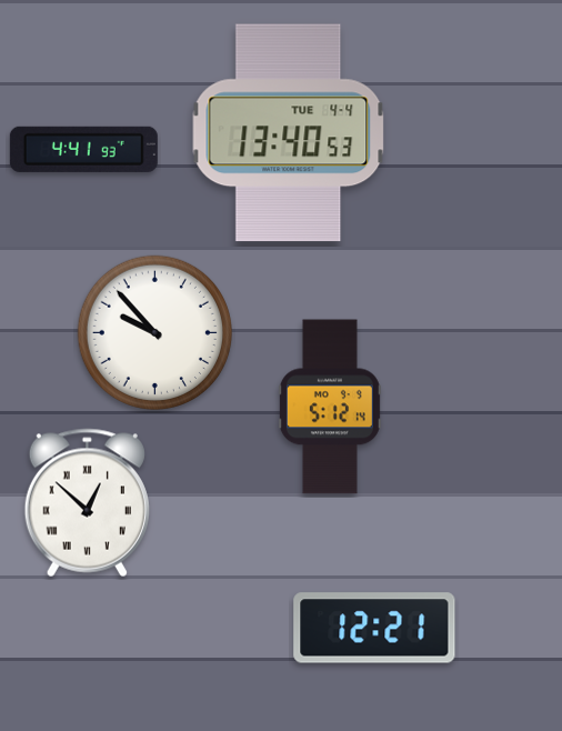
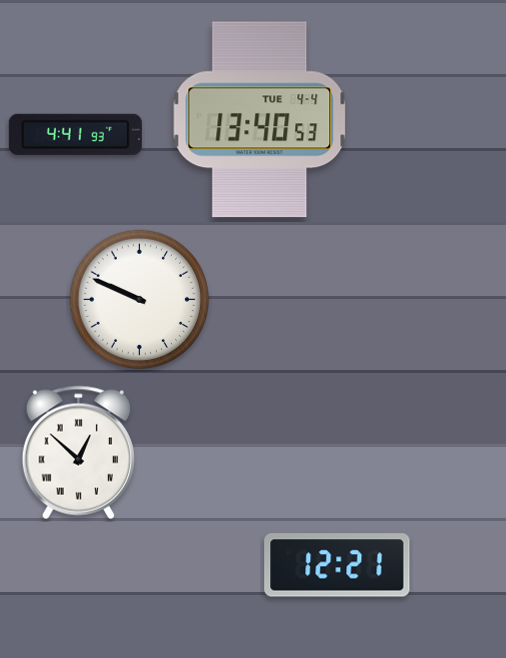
clock at (154, 332): 9:53 -> 9:49
clock at (330, 407): 5:12 -> none
